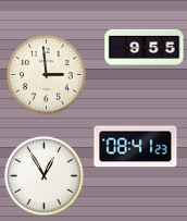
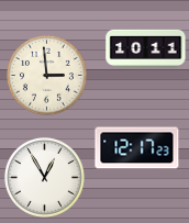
clock at (145, 48): 9:55 -> 10:11
clock at (136, 147): 08:41 -> 12:17
